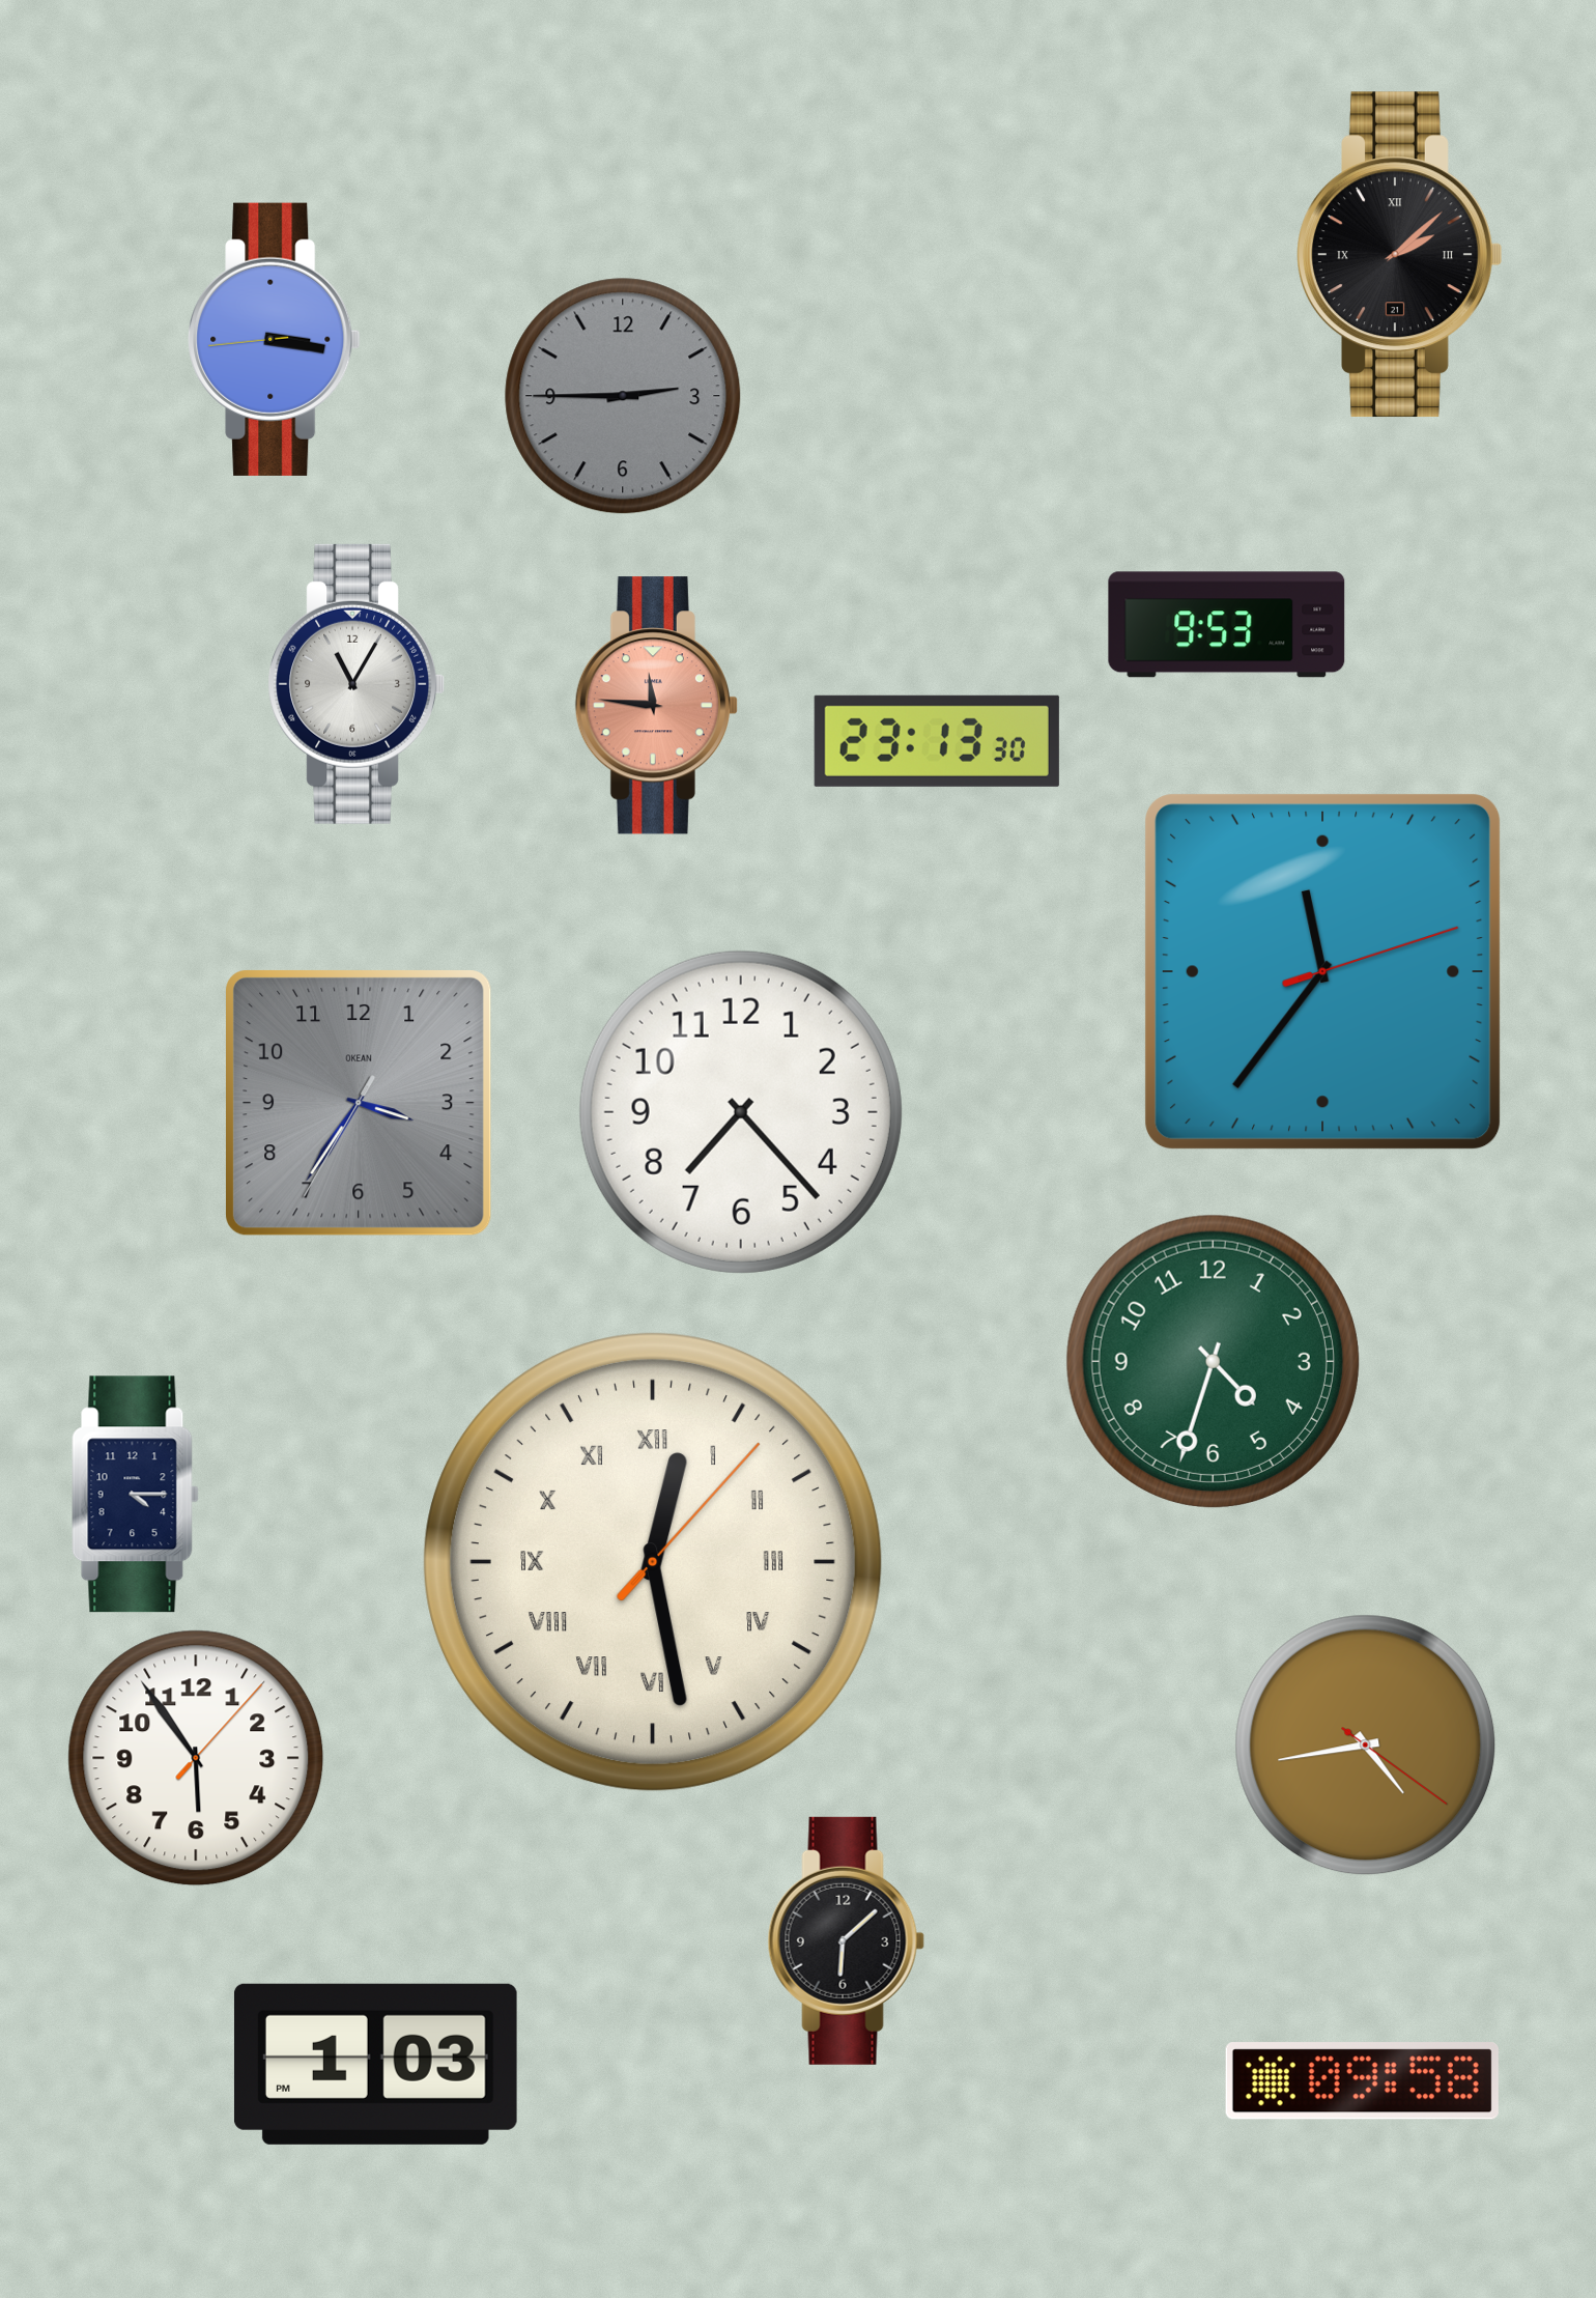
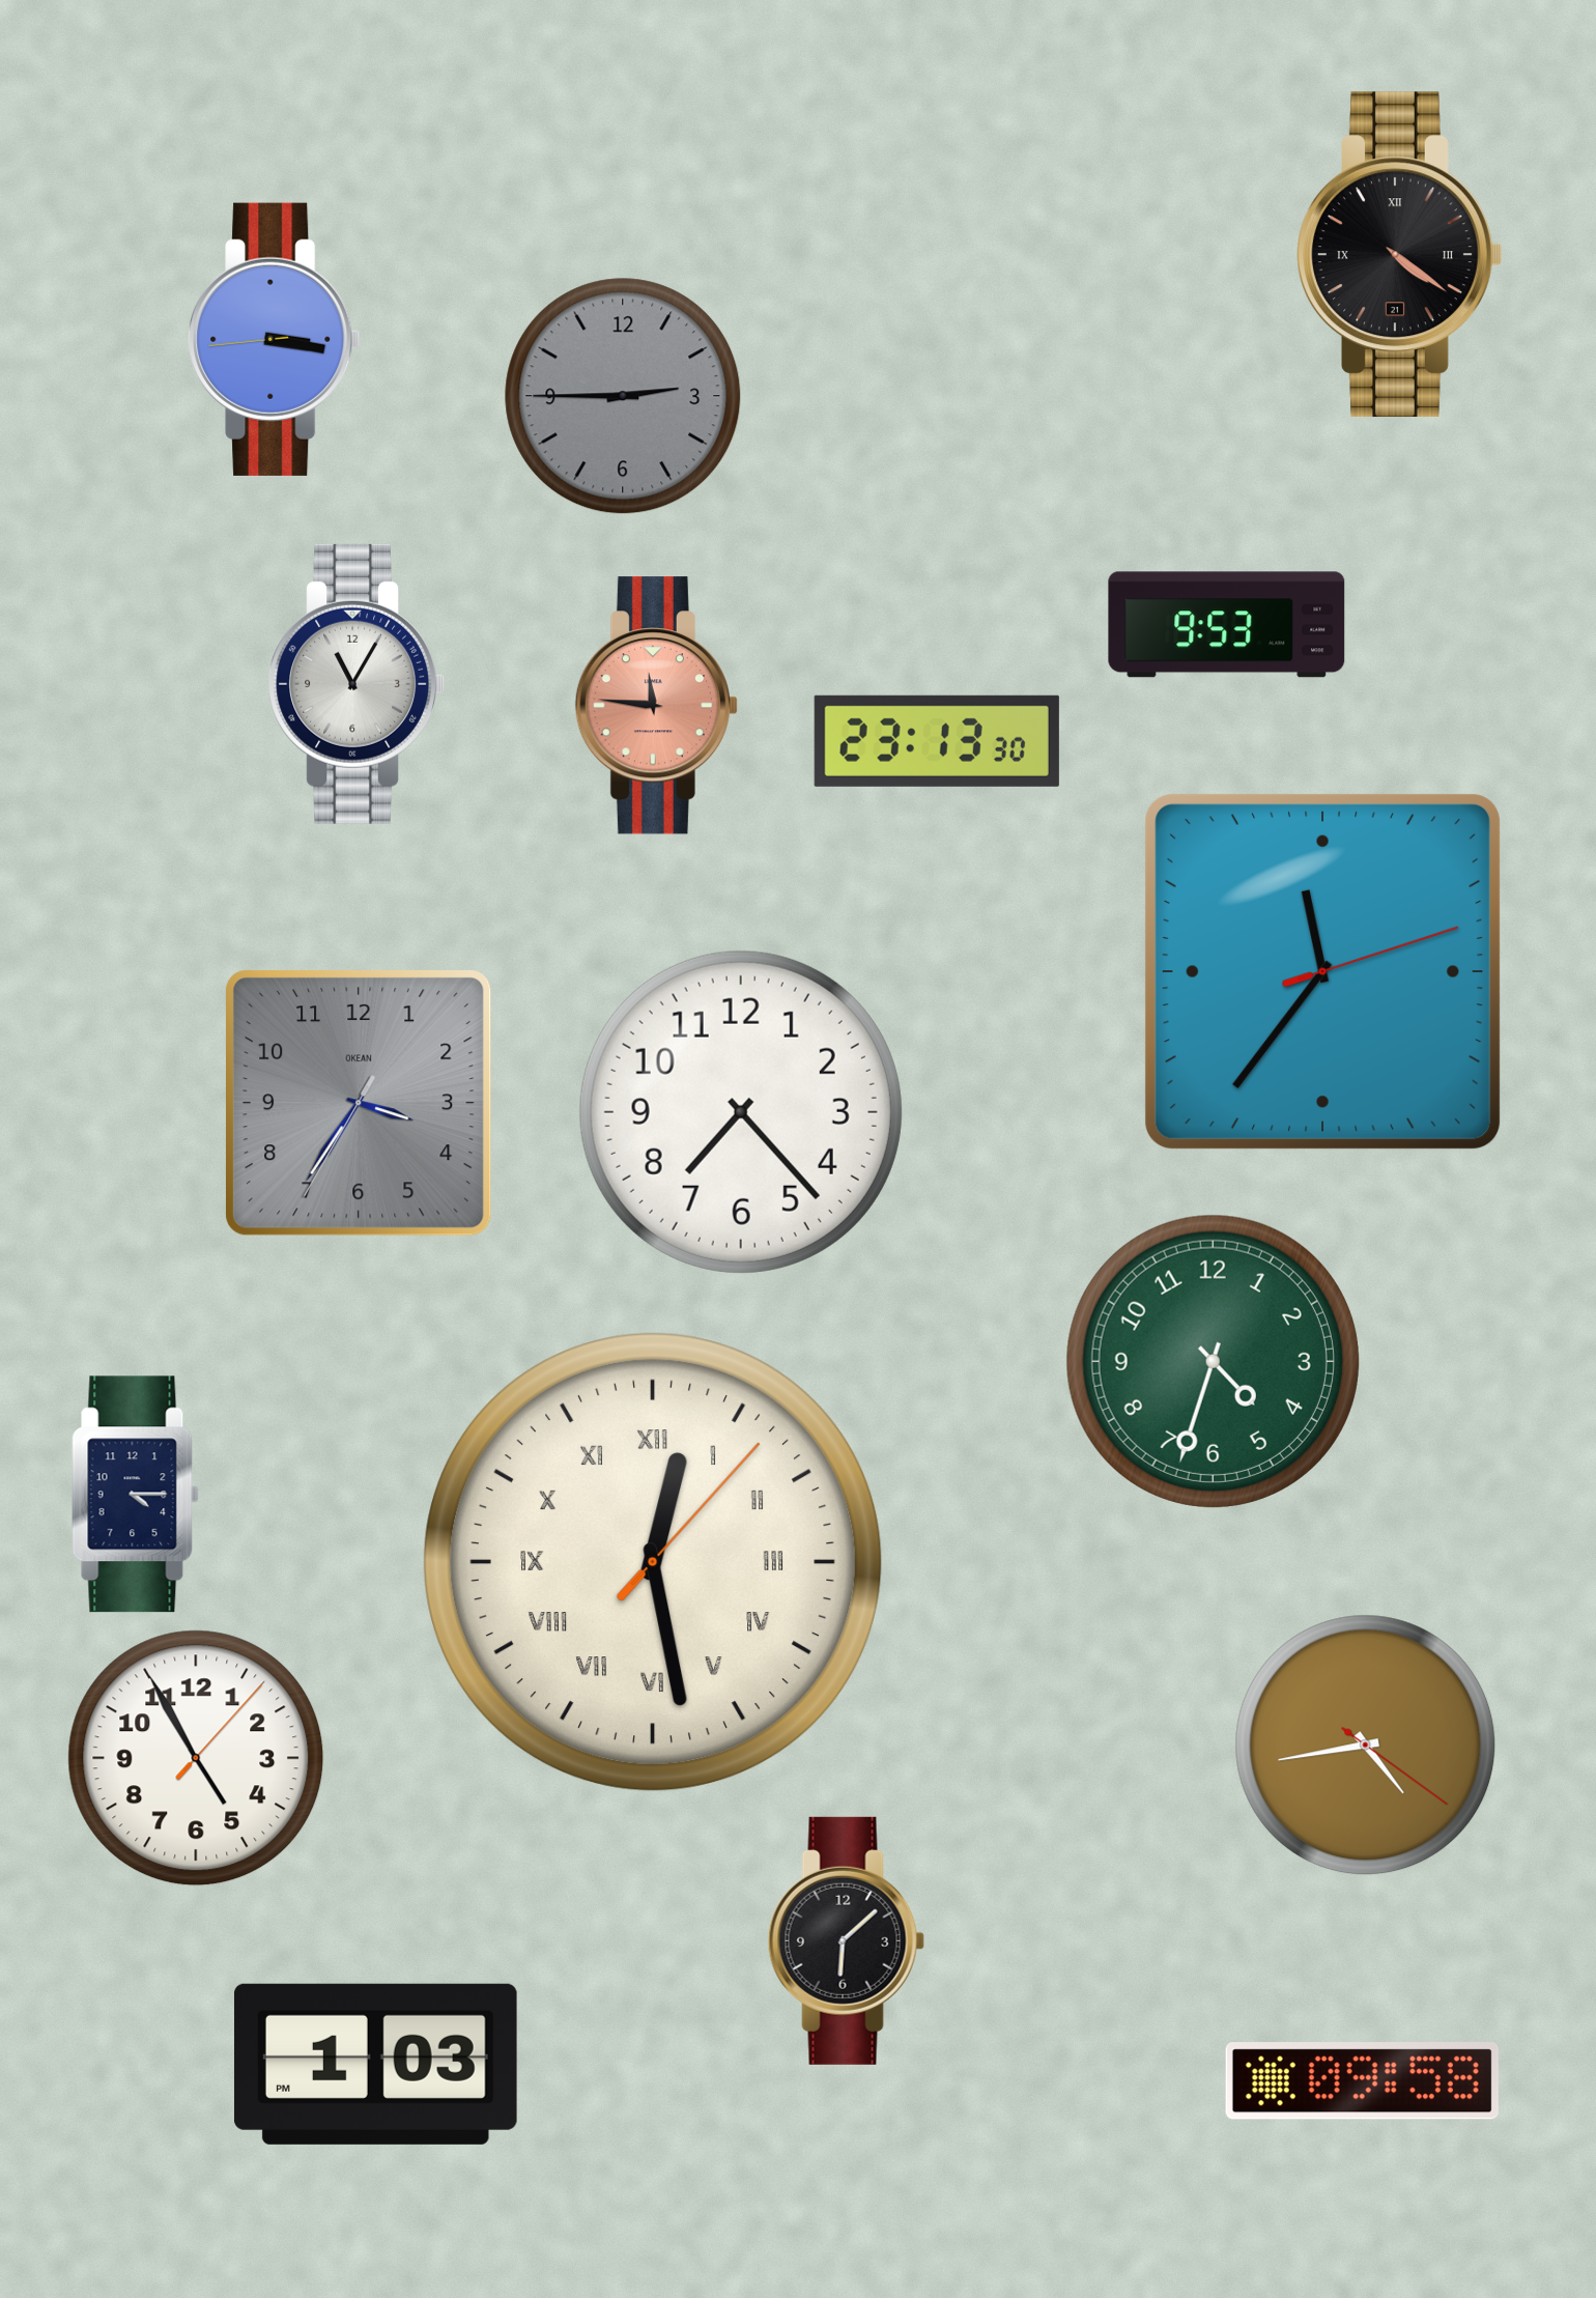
clock at (1400, 255): 2:08 -> 4:21
clock at (196, 1758): 5:54 -> 4:55
